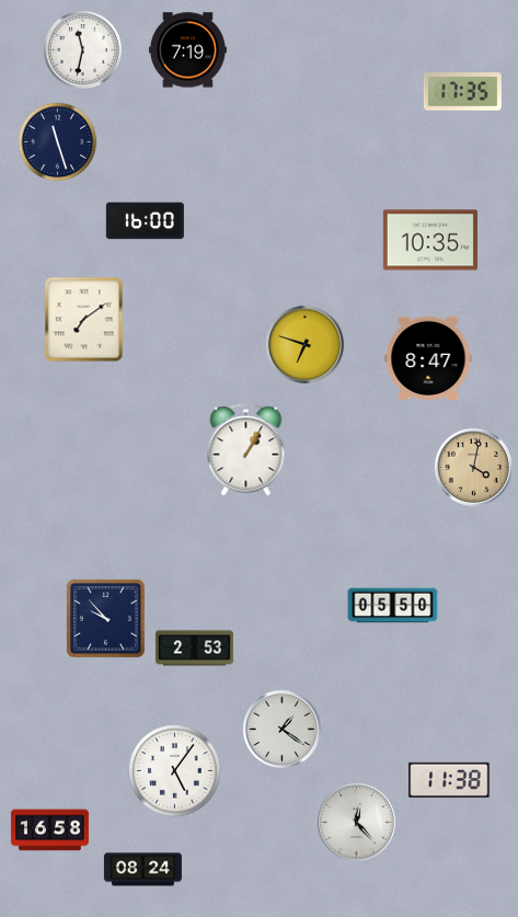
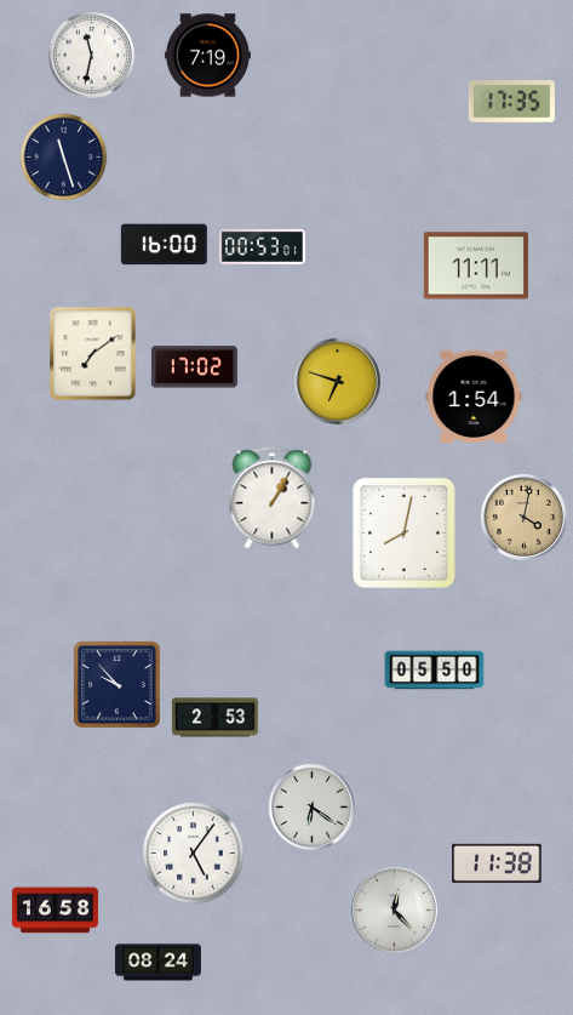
clock at (145, 221) position: (145, 221) -> (164, 245)
clock at (262, 246): none -> 00:53
clock at (430, 240): 10:35 -> 11:11
clock at (194, 367): none -> 17:02
clock at (428, 358): 8:47 -> 1:54
clock at (403, 532): none -> 8:02
clock at (281, 729): 1:21 -> 6:21
clock at (49, 830) position: (49, 830) -> (55, 911)
